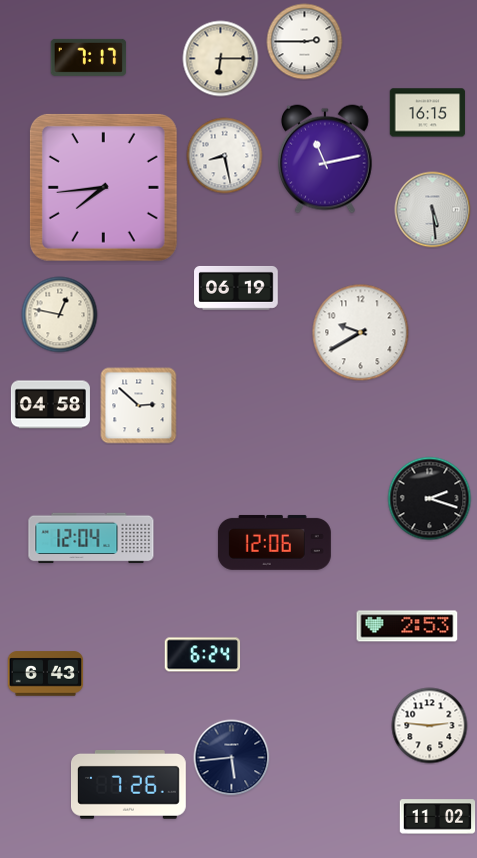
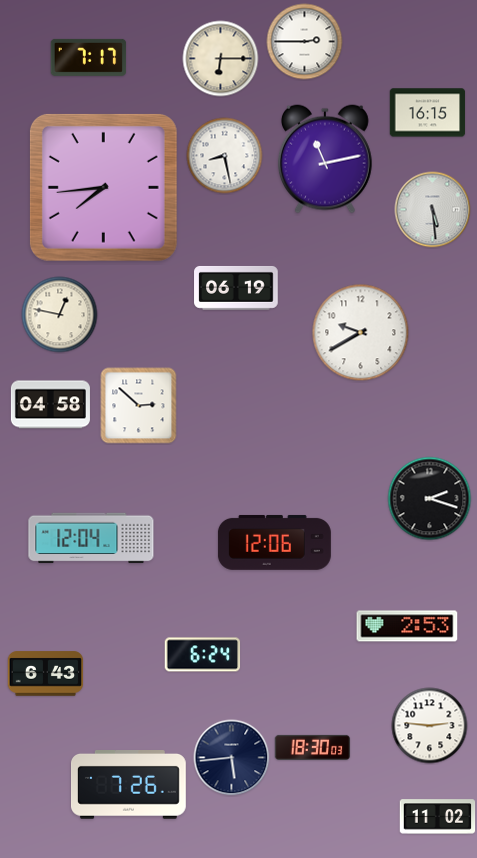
clock at (313, 747): none -> 18:30
